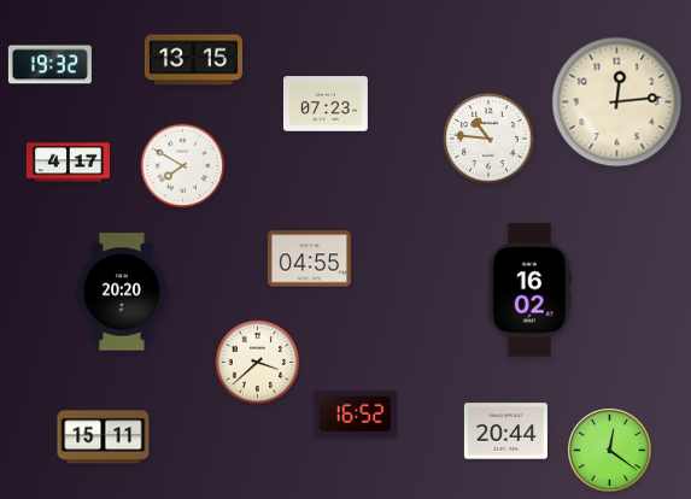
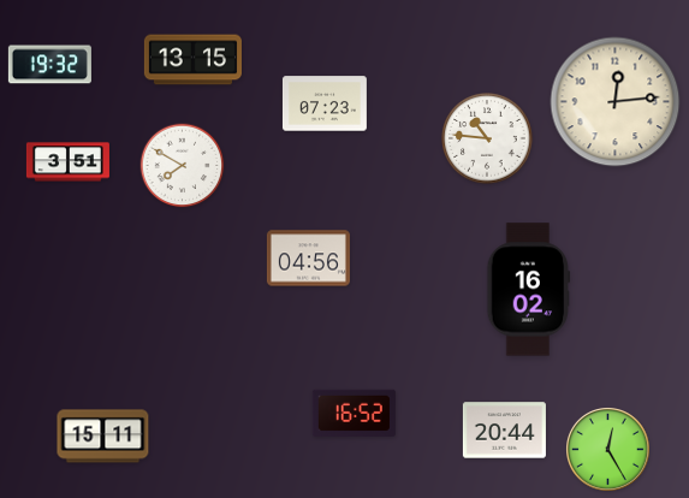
clock at (68, 163): 4:17 -> 3:51
clock at (309, 259): 04:55 -> 04:56
clock at (121, 292): 20:20 -> none
clock at (258, 363): 3:38 -> none
clock at (610, 451): 12:21 -> 12:25
